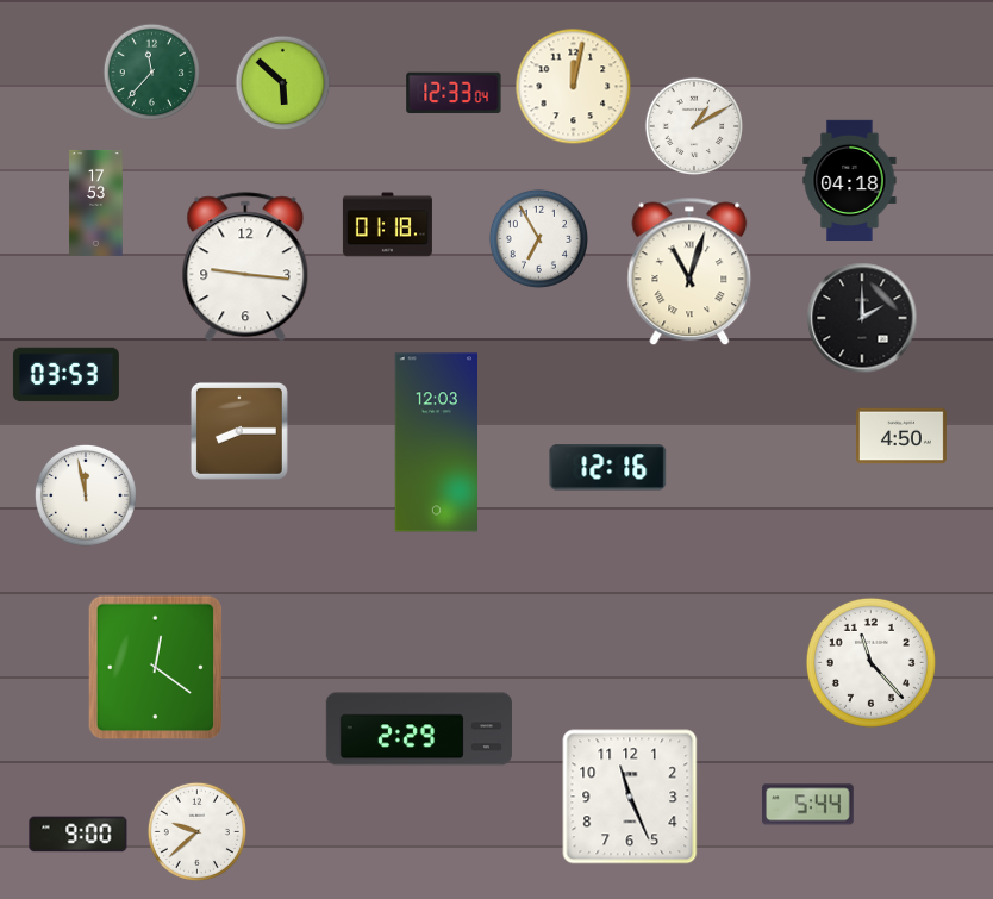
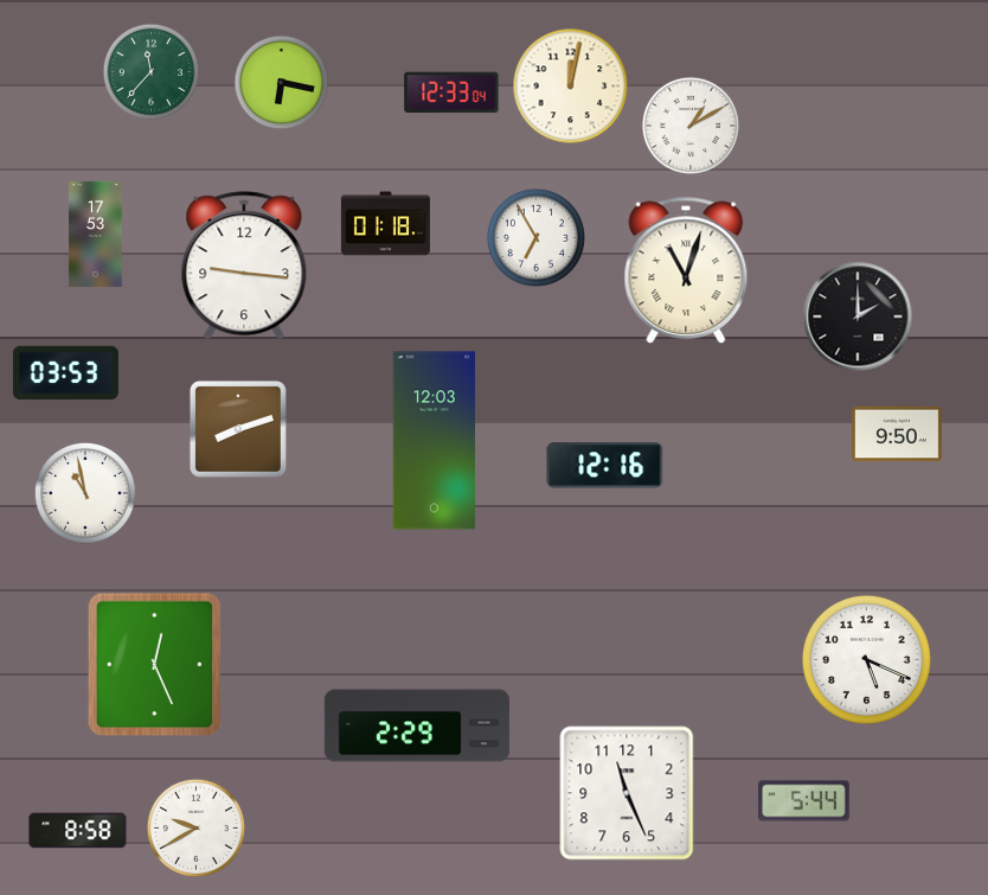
clock at (283, 83): 5:52 -> 6:17
clock at (850, 180): 04:18 -> none
clock at (96, 202) position: (96, 202) -> (96, 234)
clock at (239, 431): 8:15 -> 8:12
clock at (901, 436): 4:50 -> 9:50
clock at (86, 495): 11:58 -> 10:58
clock at (870, 662): 11:23 -> 5:19
clock at (156, 668): 12:21 -> 12:26
clock at (196, 831): 9:38 -> 9:40
clock at (79, 835): 9:00 -> 8:58
